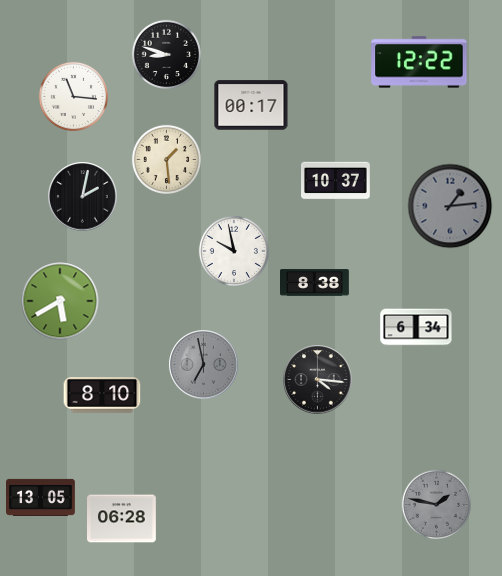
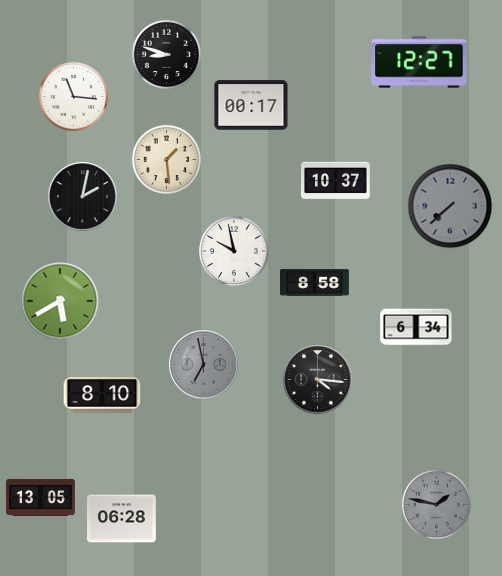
clock at (419, 62): 12:22 -> 12:27
clock at (450, 206): 1:14 -> 7:38
clock at (315, 283): 8:38 -> 8:58
